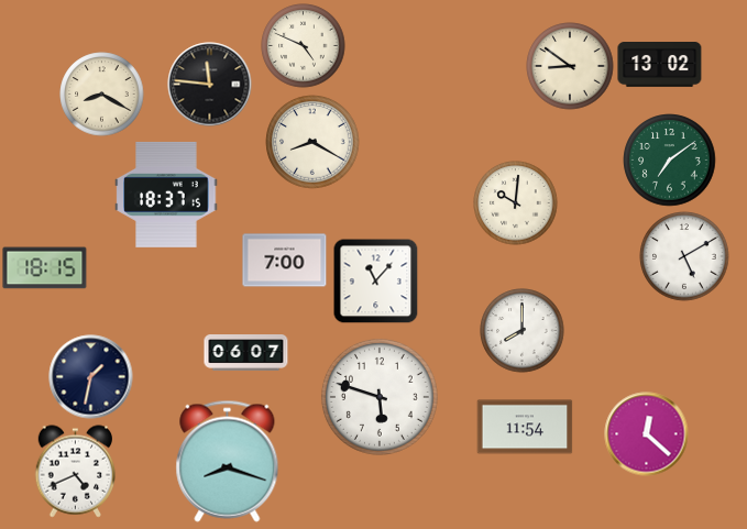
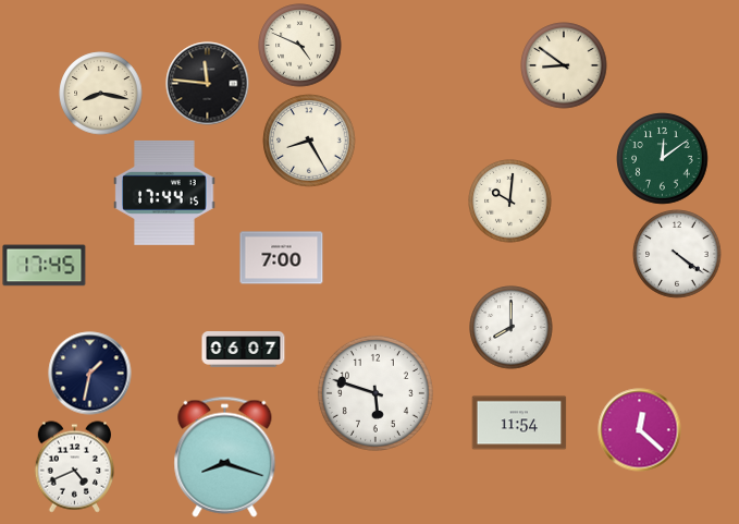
clock at (660, 65): 13:02 -> none
clock at (102, 95): 8:20 -> 8:17
clock at (312, 142): 8:20 -> 8:25
clock at (670, 161): 7:09 -> 12:09
clock at (166, 195): 18:37 -> 17:44
clock at (684, 256): 5:10 -> 4:21
clock at (45, 268): 18:15 -> 17:45
clock at (375, 280): 11:07 -> none
clock at (523, 331) position: (523, 331) -> (512, 328)
